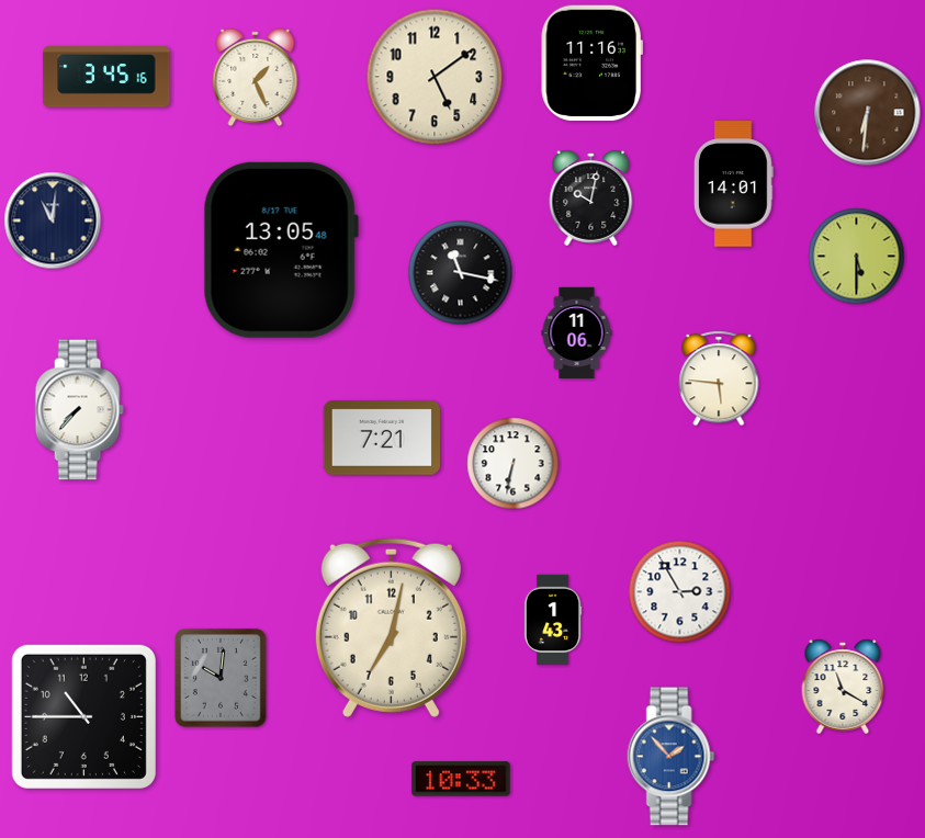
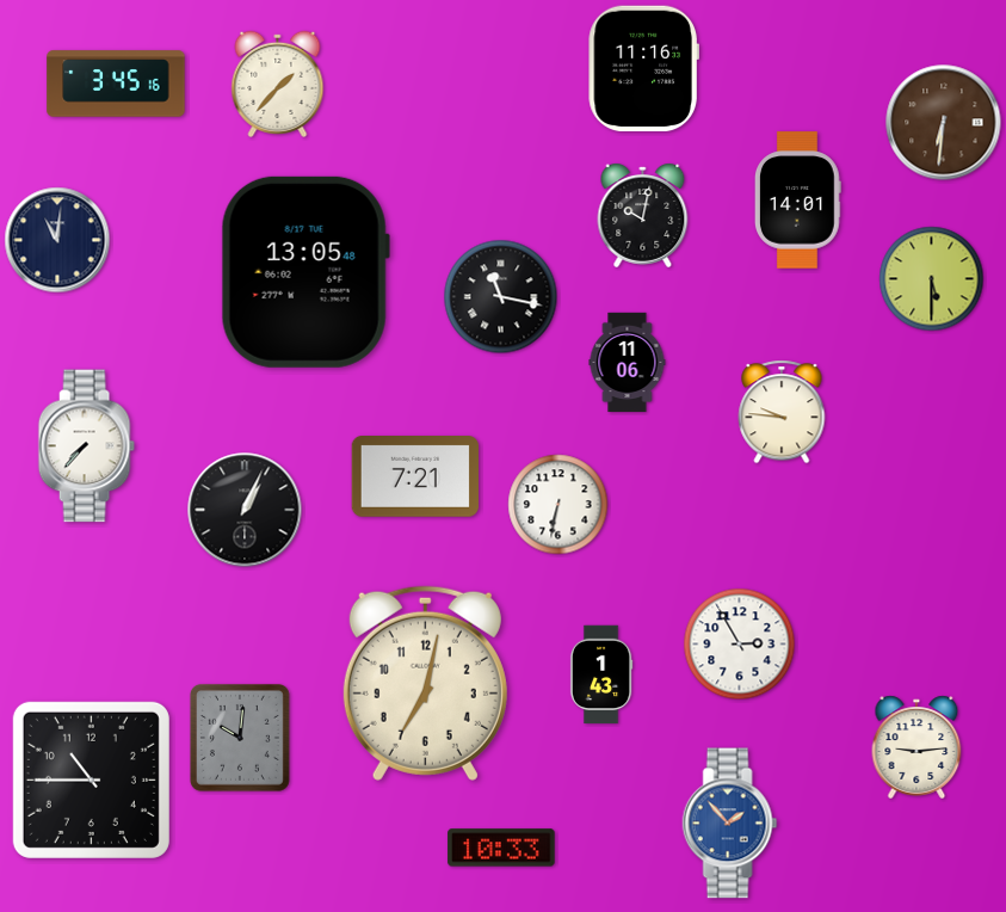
clock at (256, 77): 1:26 -> 1:37
clock at (435, 77): 5:09 -> none
clock at (719, 378): 5:46 -> 9:46
clock at (245, 510): none -> 1:04
clock at (843, 687): 11:20 -> 9:14
